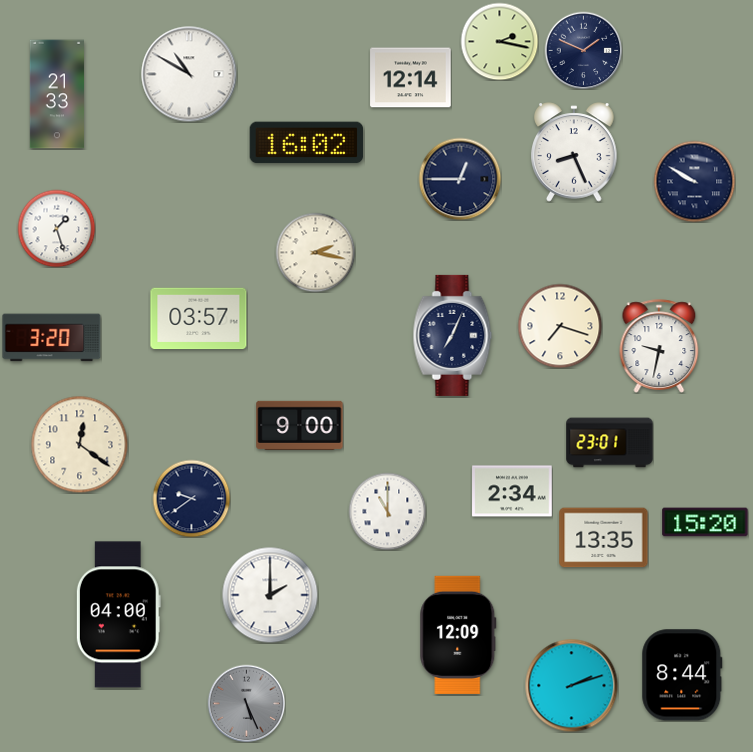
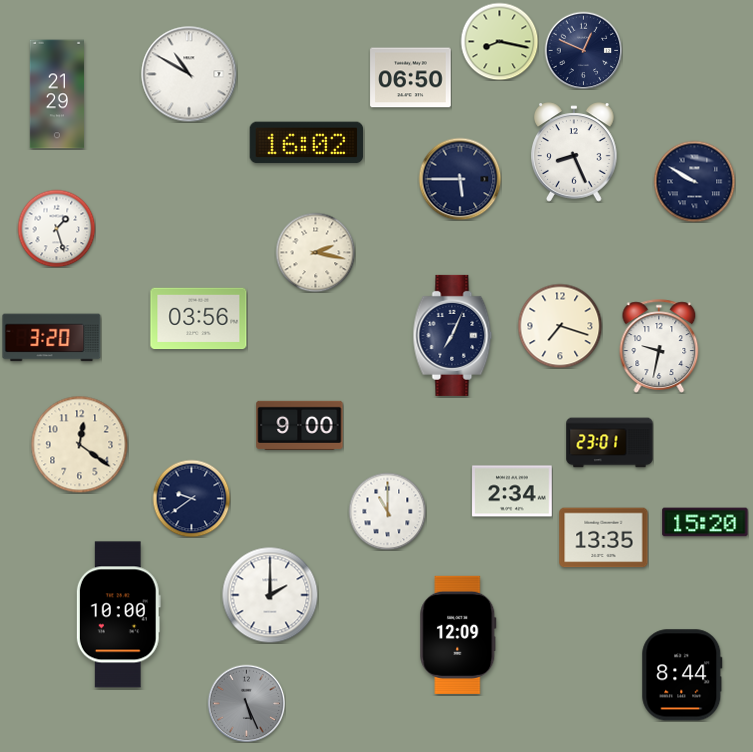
clock at (499, 41): 2:17 -> 8:17
clock at (583, 50): 1:49 -> 12:49
clock at (411, 78): 12:14 -> 06:50
clock at (56, 94): 21:33 -> 21:29
clock at (460, 179): 12:45 -> 5:45
clock at (199, 319): 03:57 -> 03:56
clock at (118, 615): 04:00 -> 10:00
clock at (571, 685): 2:12 -> none
